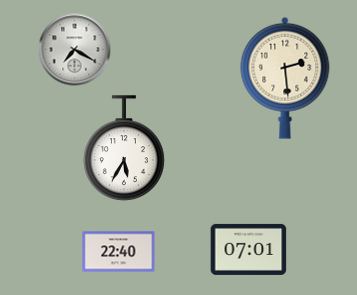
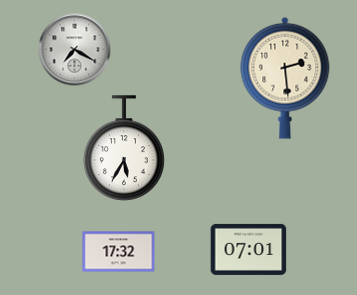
clock at (119, 252): 22:40 -> 17:32
